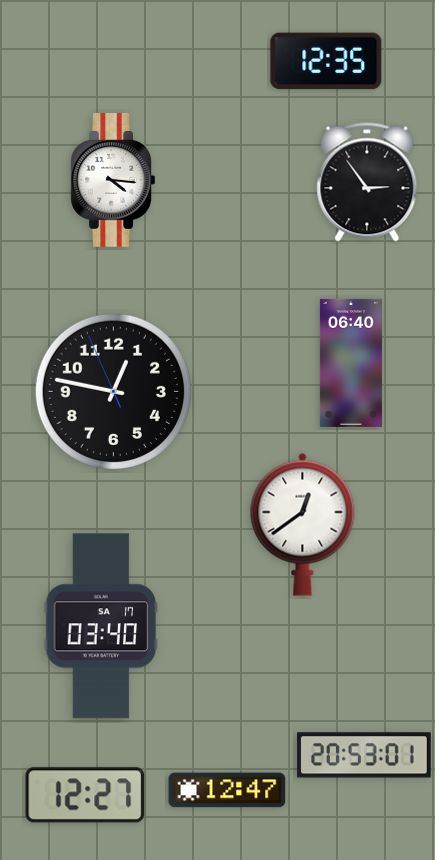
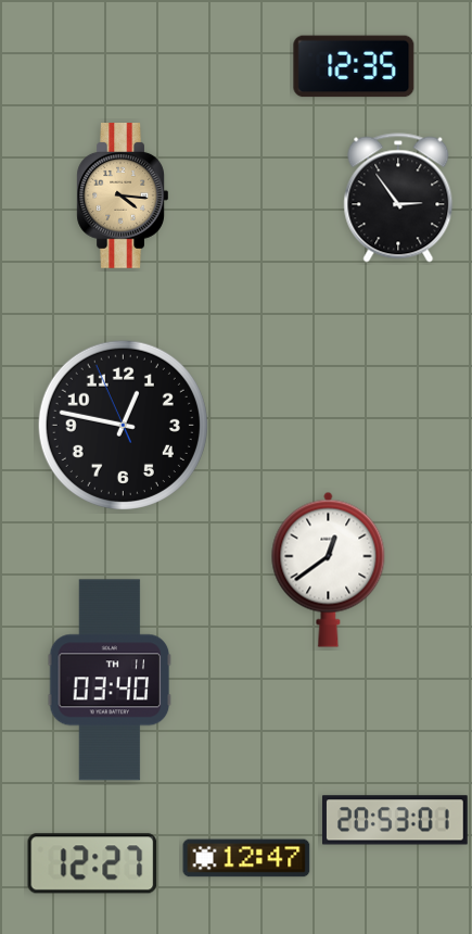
clock at (113, 181) dial: white -> champagne
clock at (351, 363): 06:40 -> none
clock at (101, 626) date: SA 17 -> TH 11
